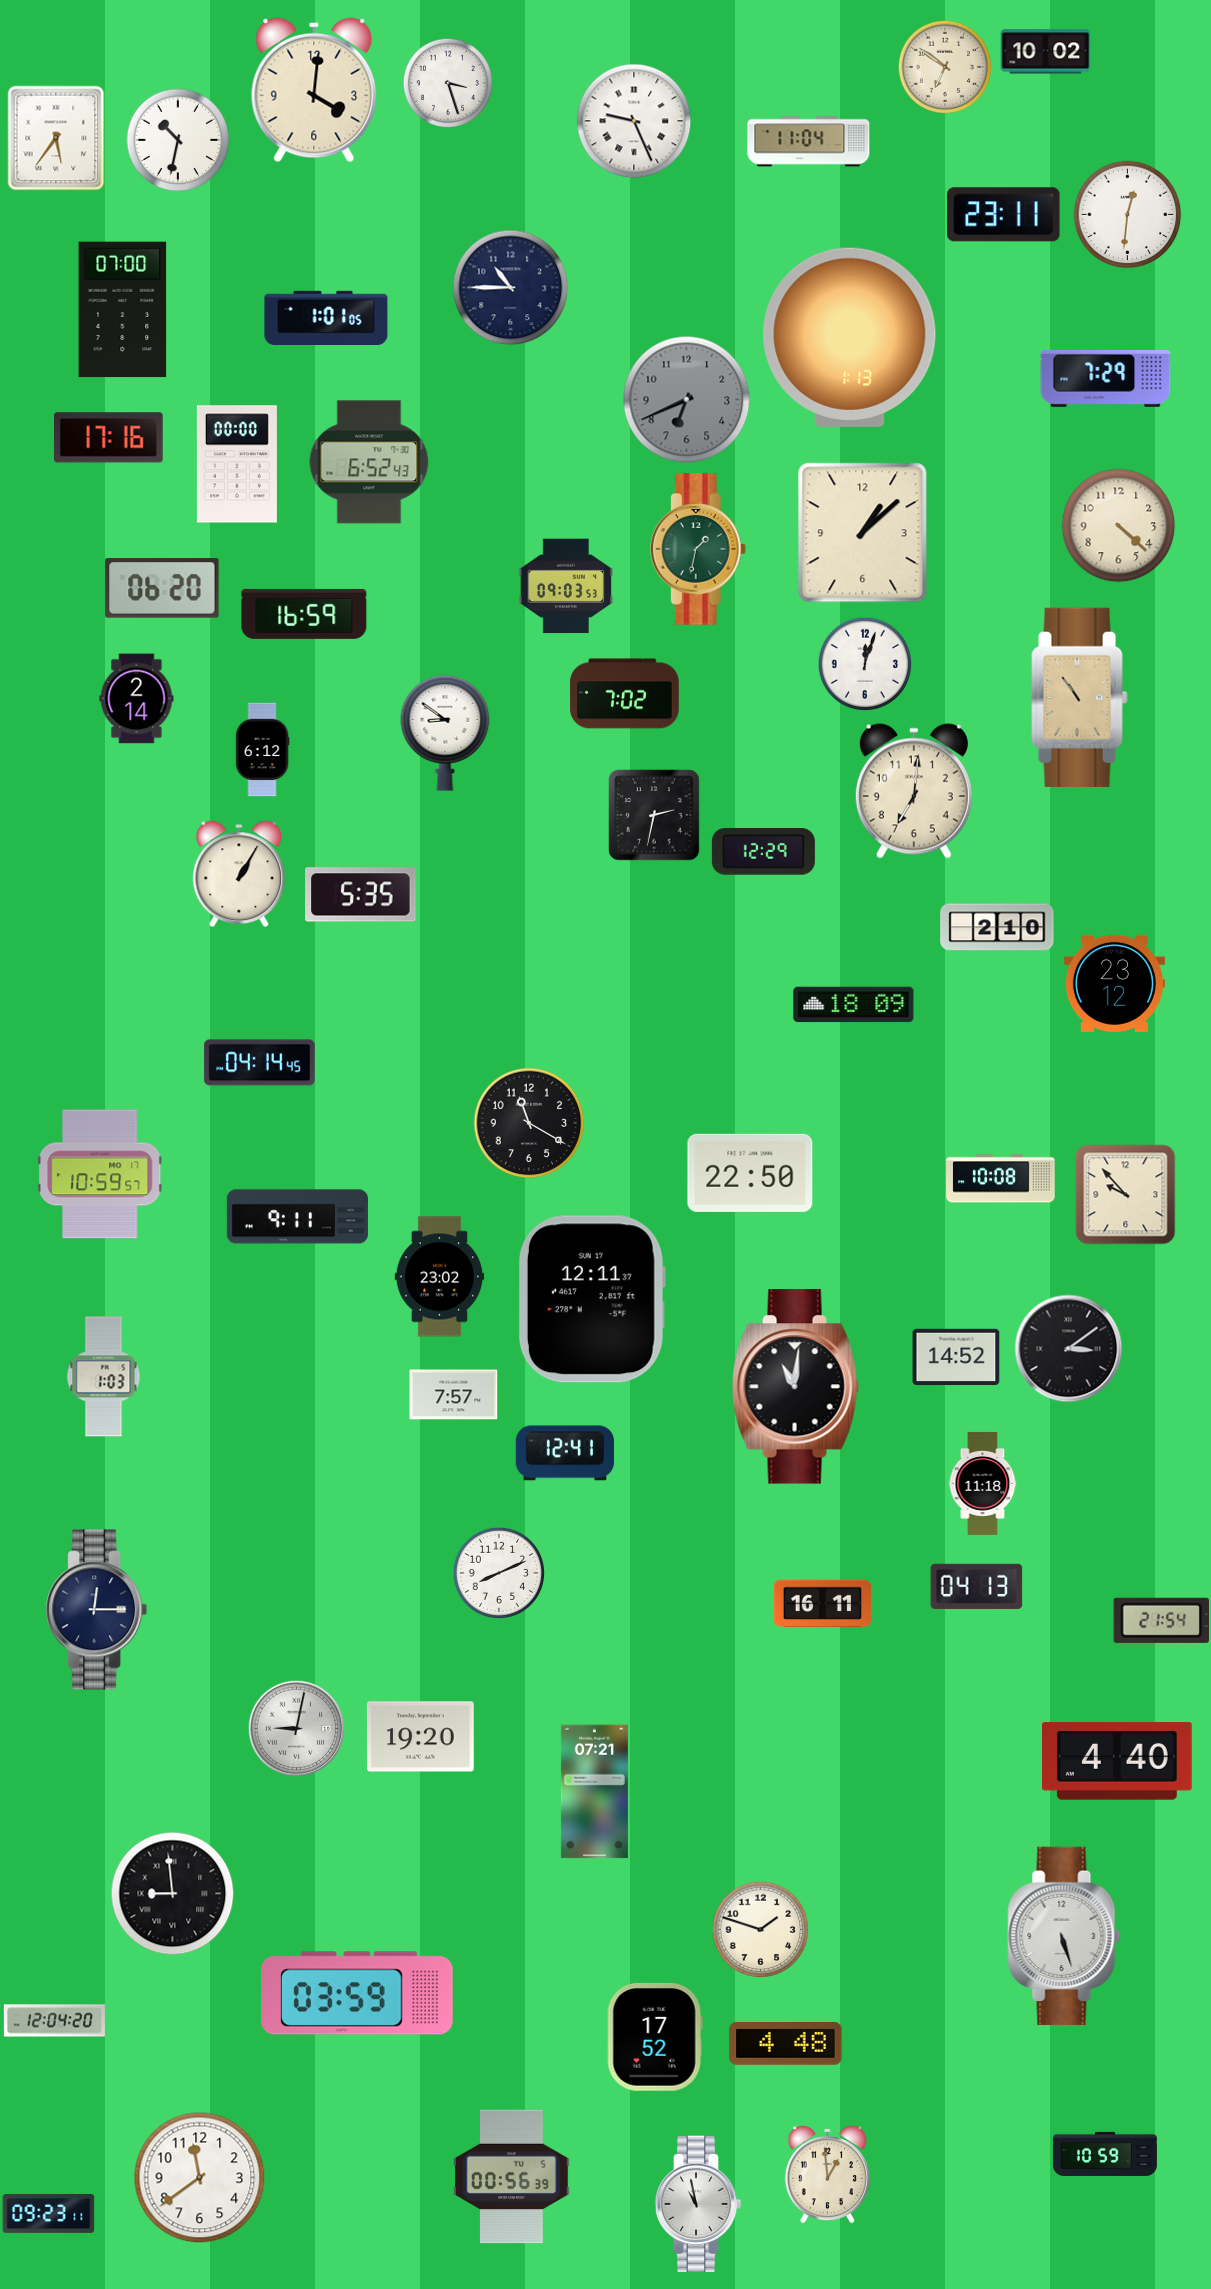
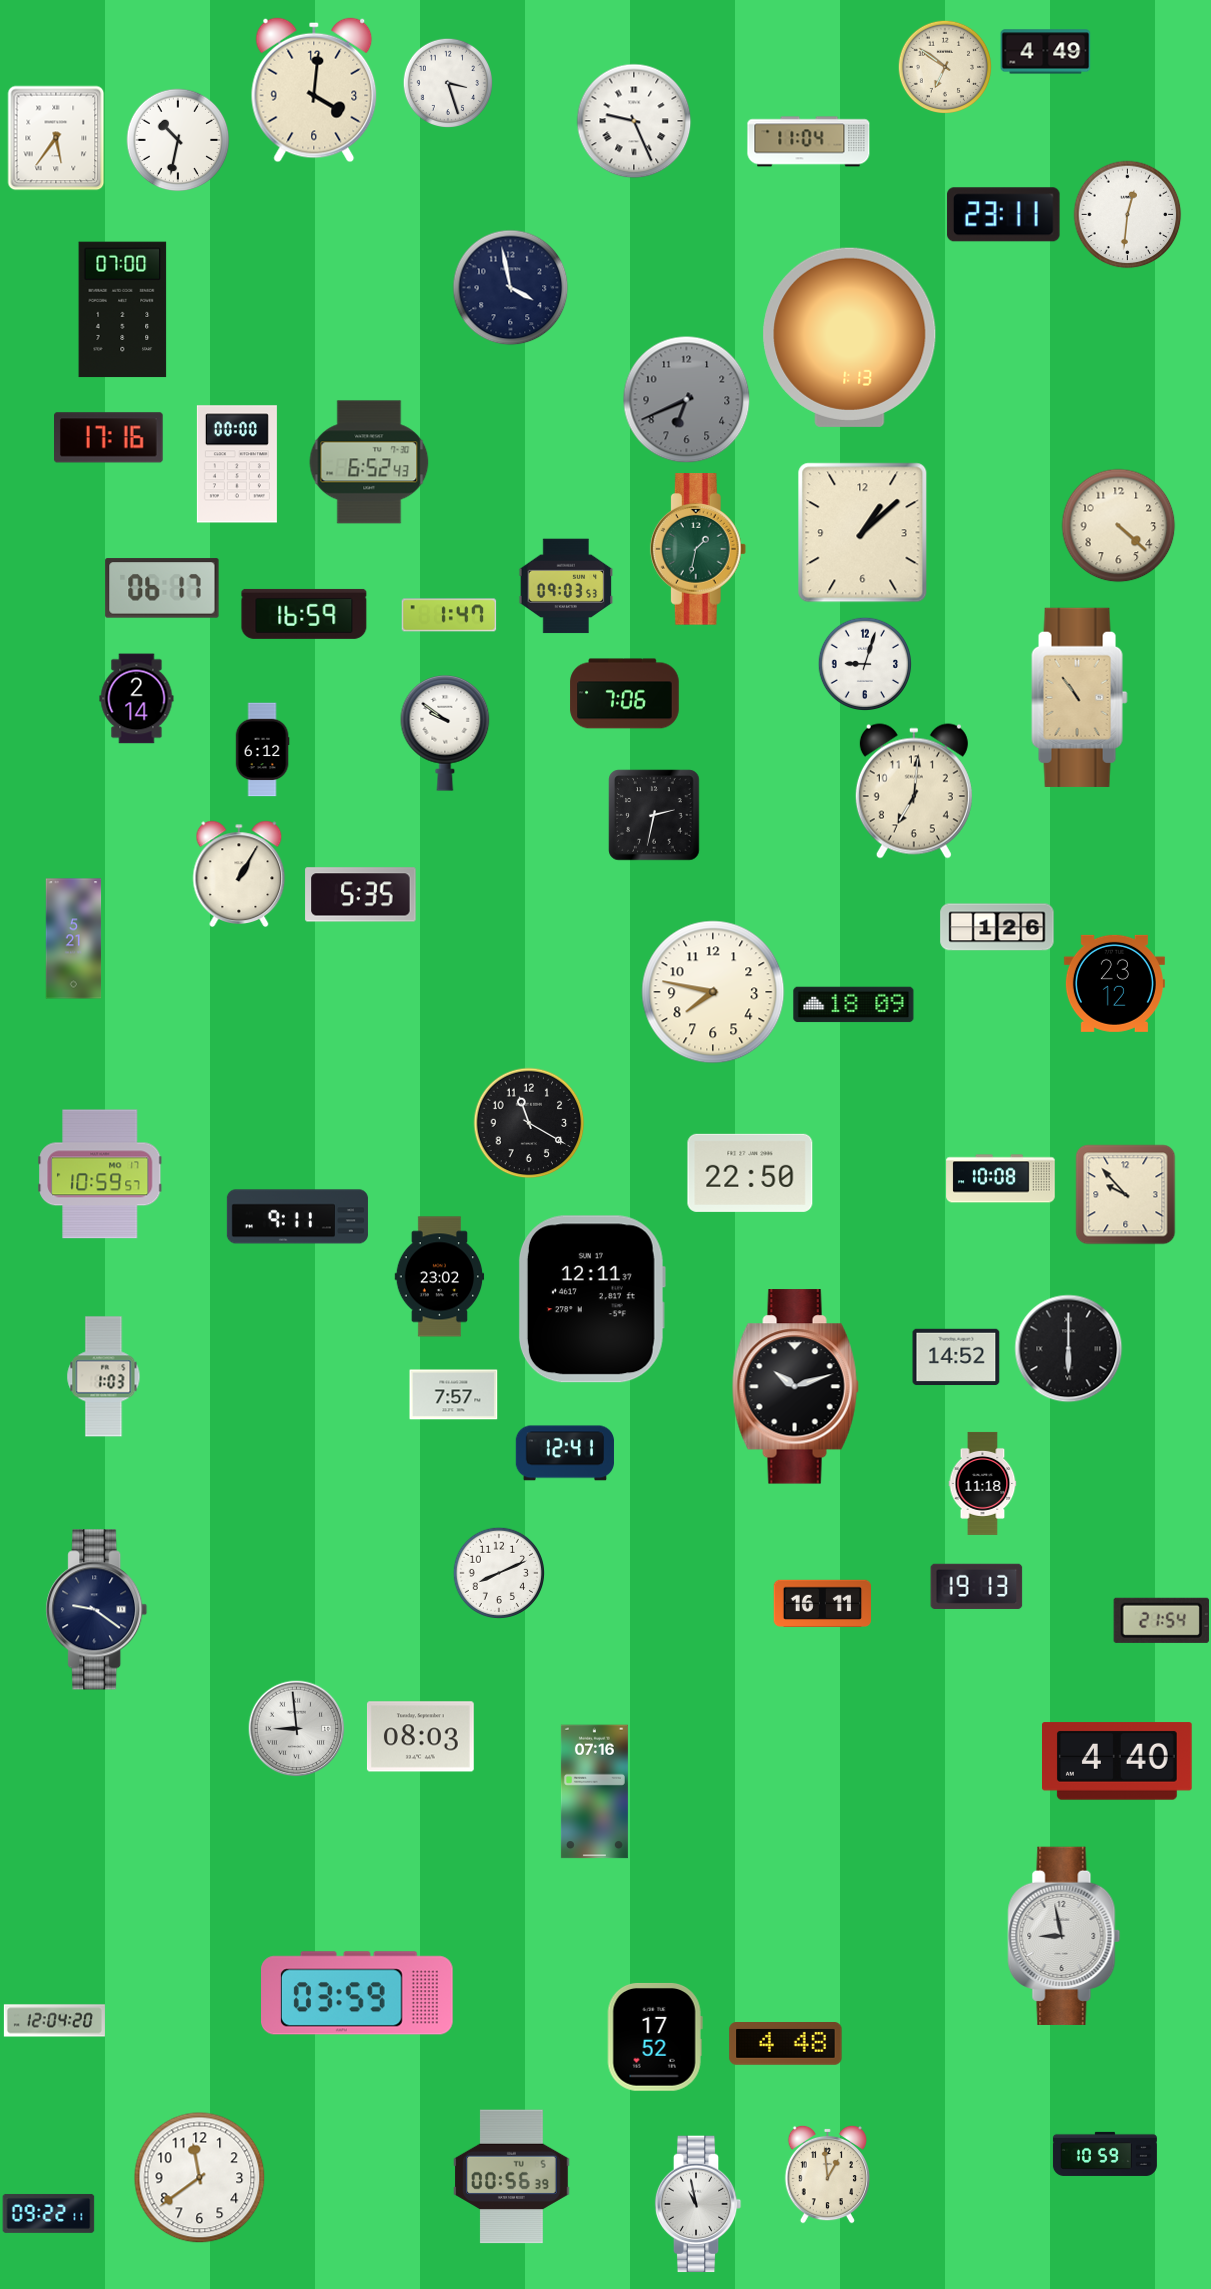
clock at (1046, 52): 10:02 -> 4:49
clock at (511, 288): 10:45 -> 3:58
clock at (326, 317): 1:01 -> none
clock at (1106, 378): 7:29 -> none
clock at (162, 588): 06:20 -> 06:17
clock at (449, 615): none -> 1:47
clock at (865, 664): 12:03 -> 9:03
clock at (625, 694): 7:02 -> 7:06
clock at (445, 734): 8:51 -> 9:51
clock at (763, 852): 12:29 -> none
clock at (997, 927): 2:10 -> 1:26
clock at (74, 939): none -> 5:21
clock at (713, 992): none -> 7:47
clock at (260, 1063): 04:14 -> none
clock at (1069, 1349): 3:09 -> 6:00
clock at (795, 1387): 11:01 -> 10:12
clock at (977, 1586): 04:13 -> 19:13
clock at (97, 1610): 12:15 -> 9:21
clock at (297, 1729): 9:02 -> 8:59
clock at (420, 1737): 19:20 -> 08:03
clock at (594, 1792): 07:21 -> 07:16
clock at (173, 1894): 8:59 -> none
clock at (760, 1929): 1:48 -> none
clock at (1064, 1936): 5:27 -> 8:58
clock at (49, 2213): 09:23 -> 09:22
